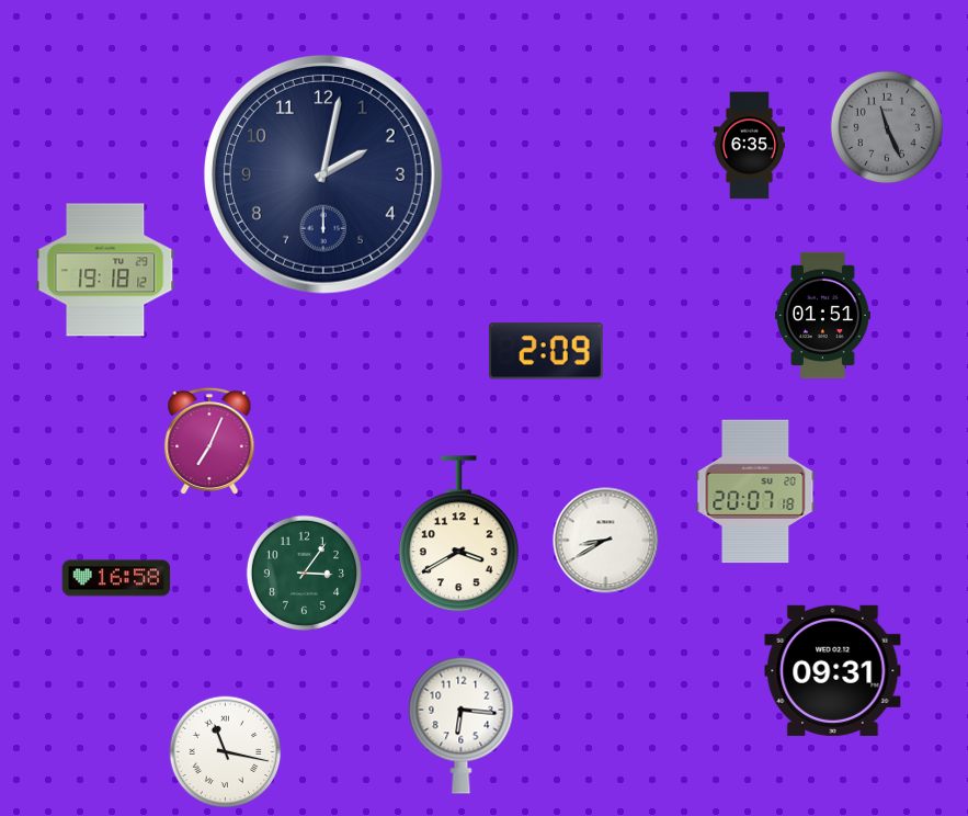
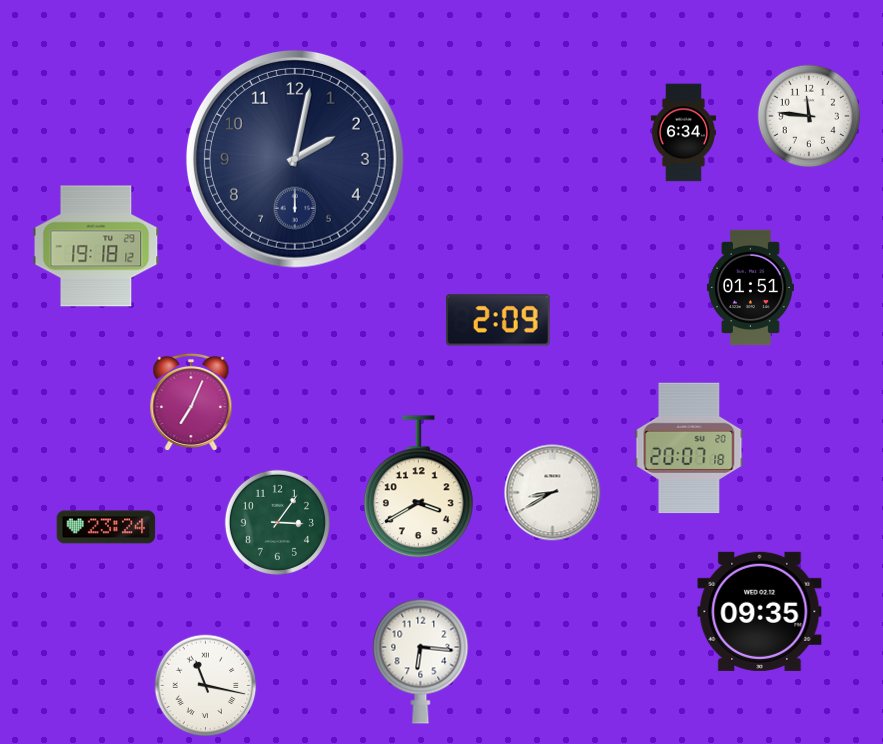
clock at (887, 127): 11:26 -> 11:46
clock at (887, 127) dial: grey -> white
clock at (749, 146): 6:35 -> 6:34
clock at (116, 578): 16:58 -> 23:24
clock at (833, 670): 09:31 -> 09:35
